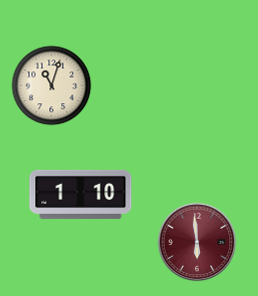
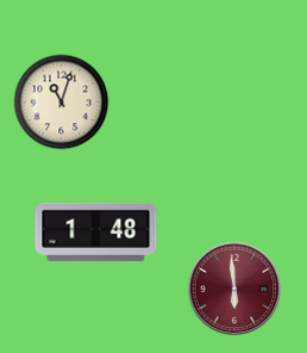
clock at (81, 194): 1:10 -> 1:48
